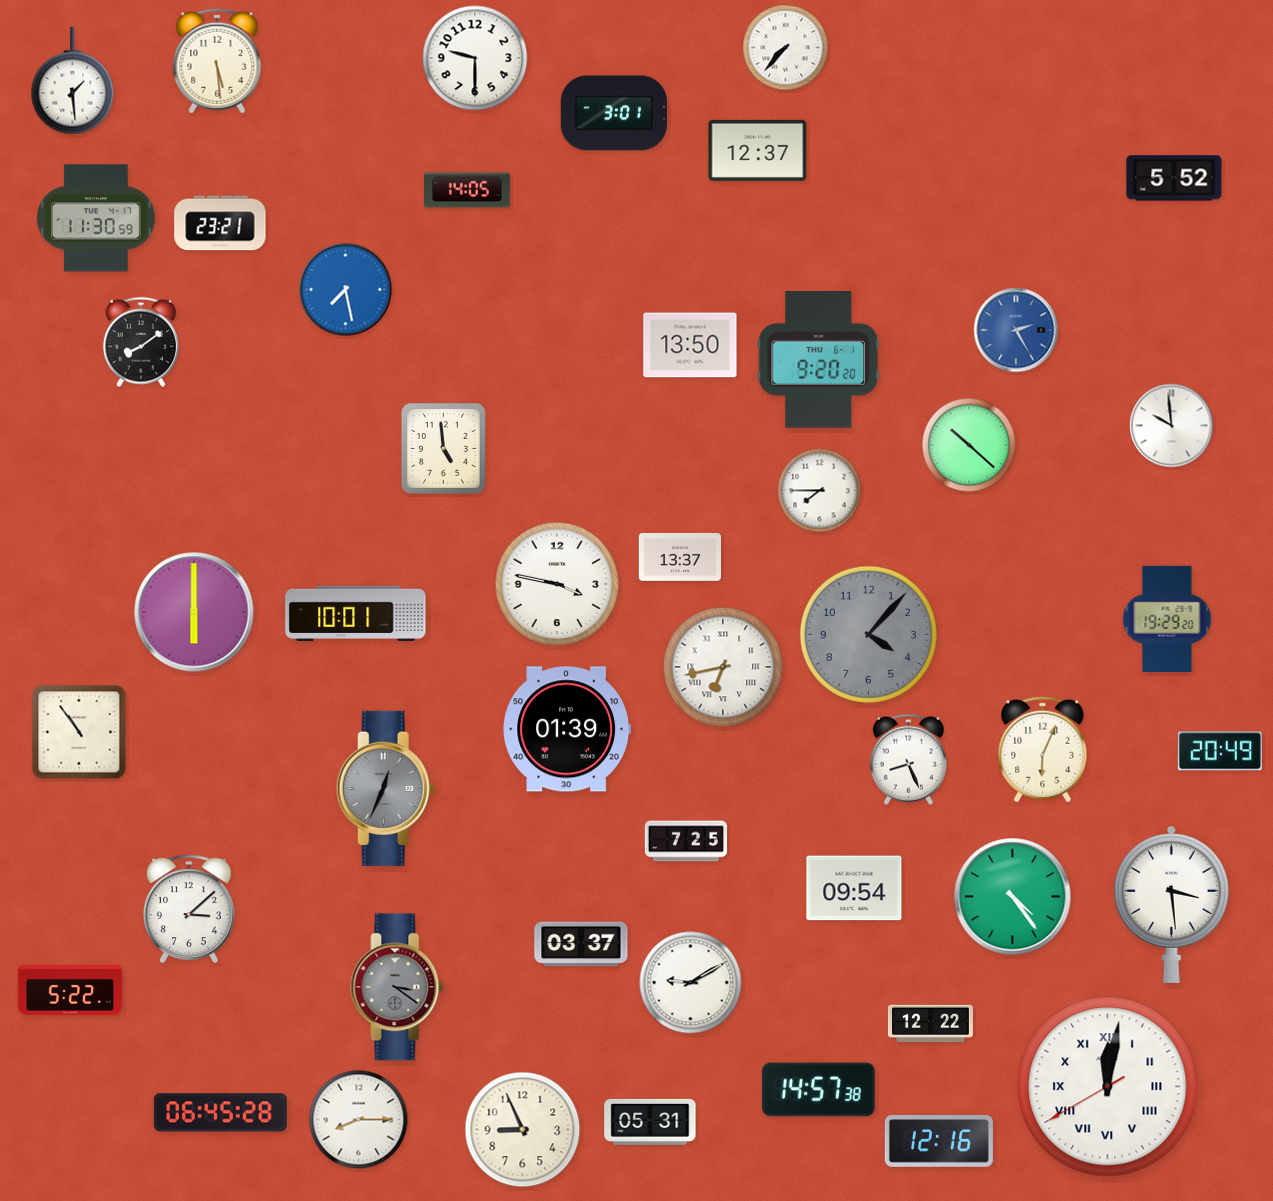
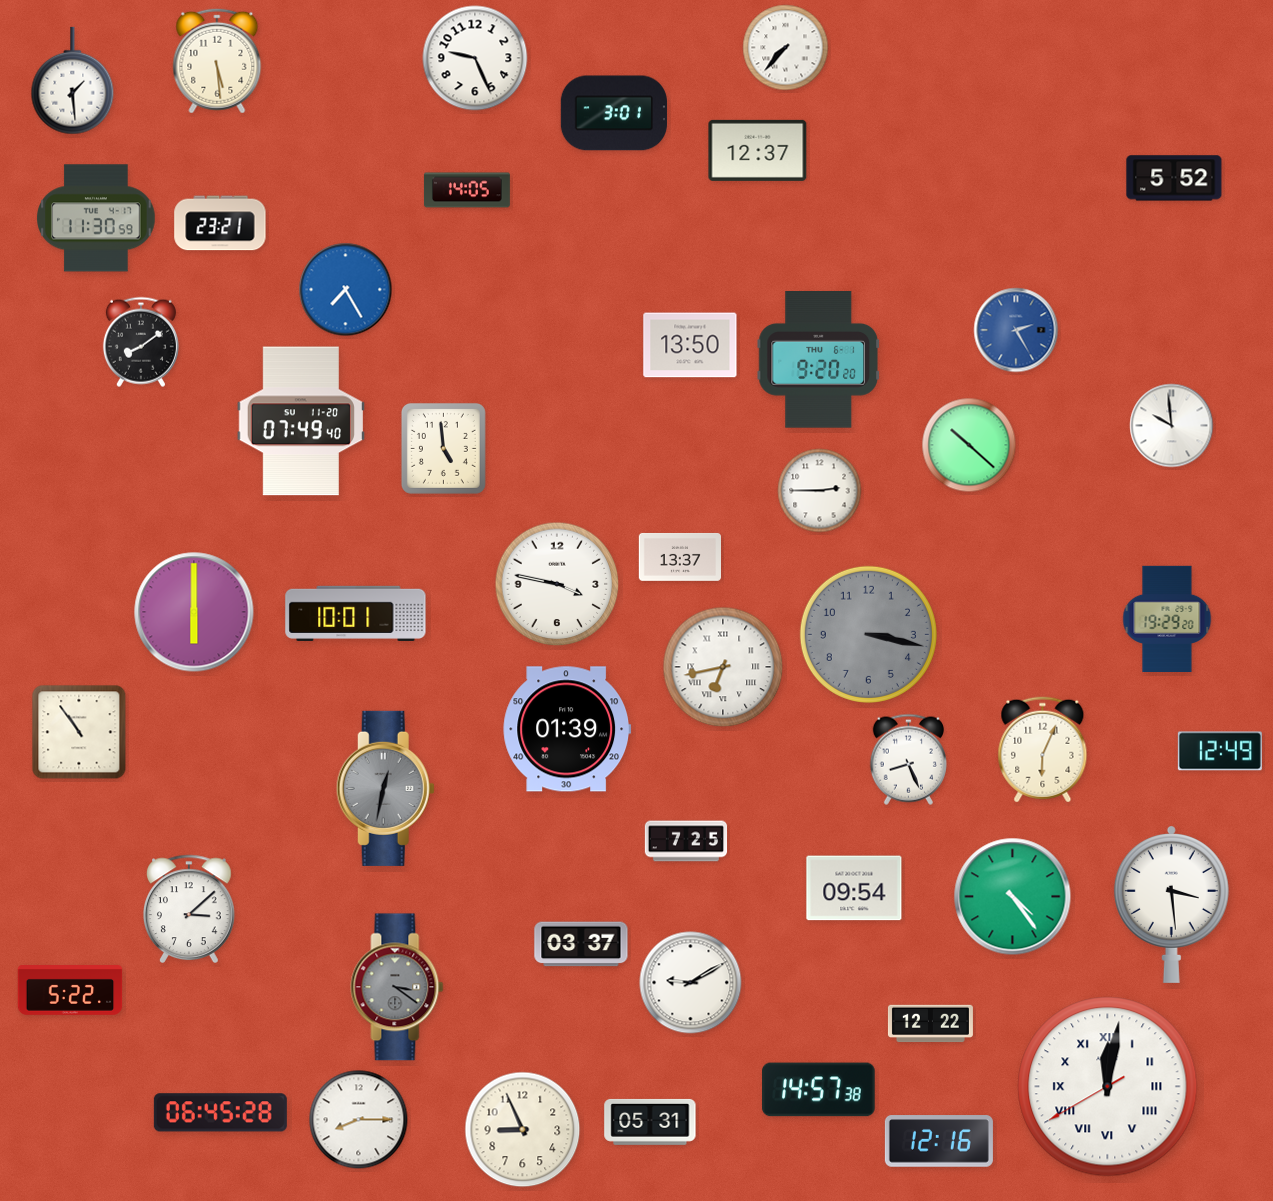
clock at (475, 58): 9:30 -> 9:26
clock at (346, 290): 7:28 -> 7:25
clock at (300, 421): none -> 07:49
clock at (820, 491): 7:45 -> 2:45
clock at (868, 634): 4:07 -> 3:17
clock at (1220, 751): 20:49 -> 12:49
clock at (385, 788): 12:34 -> 12:32
